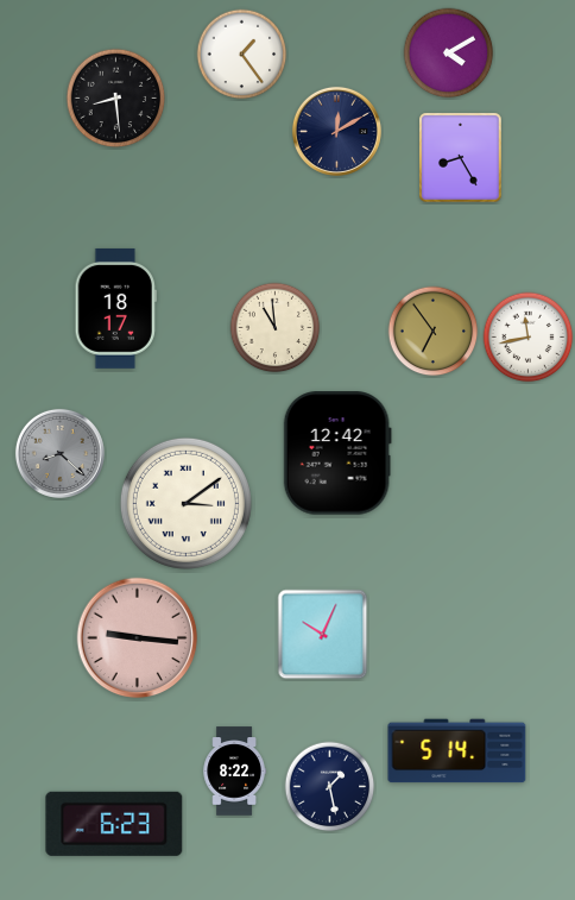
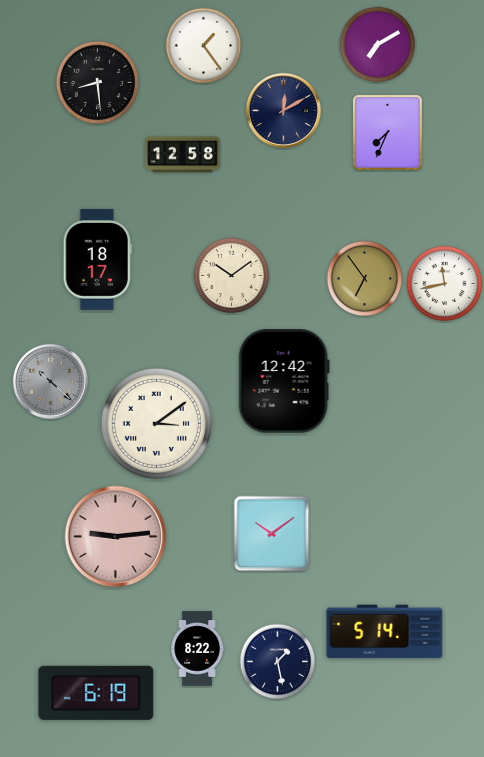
clock at (449, 54): 4:10 -> 7:10
clock at (461, 158): 8:25 -> 7:34
clock at (183, 155): none -> 12:58
clock at (276, 328): 10:59 -> 10:09
clock at (59, 453): 8:22 -> 10:22
clock at (323, 635): 10:04 -> 10:09
clock at (138, 638): 9:16 -> 9:14
clock at (114, 824): 6:23 -> 6:19
